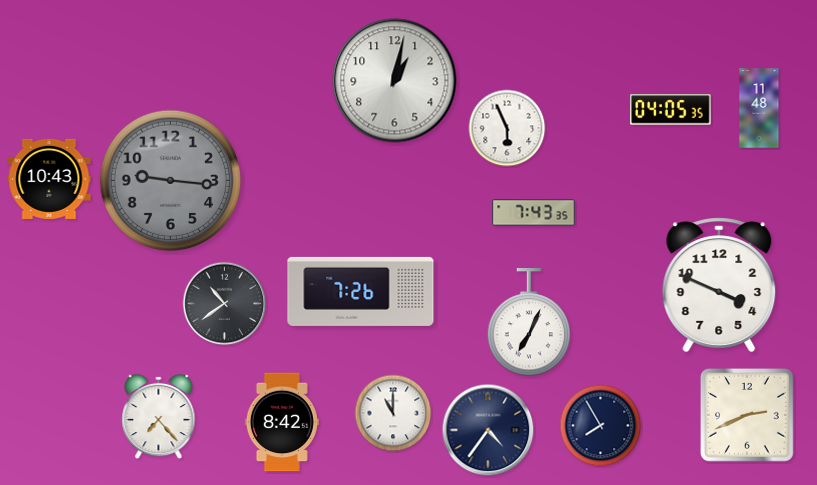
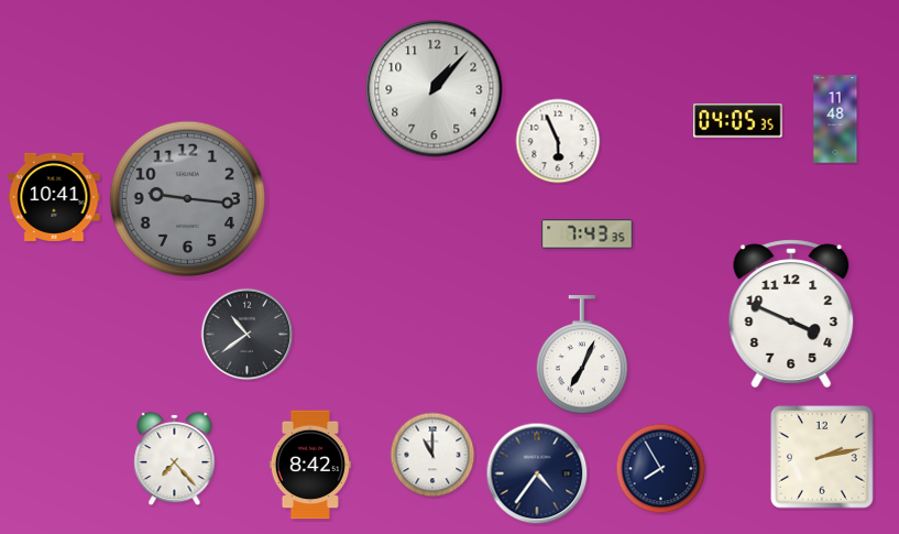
clock at (395, 81): 1:02 -> 1:07
clock at (49, 179): 10:43 -> 10:41
clock at (361, 291): 7:26 -> none
clock at (748, 416): 2:41 -> 2:13
